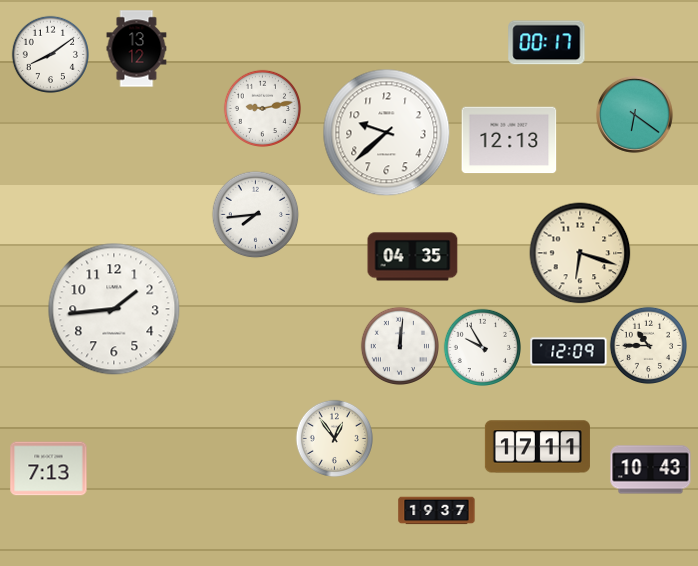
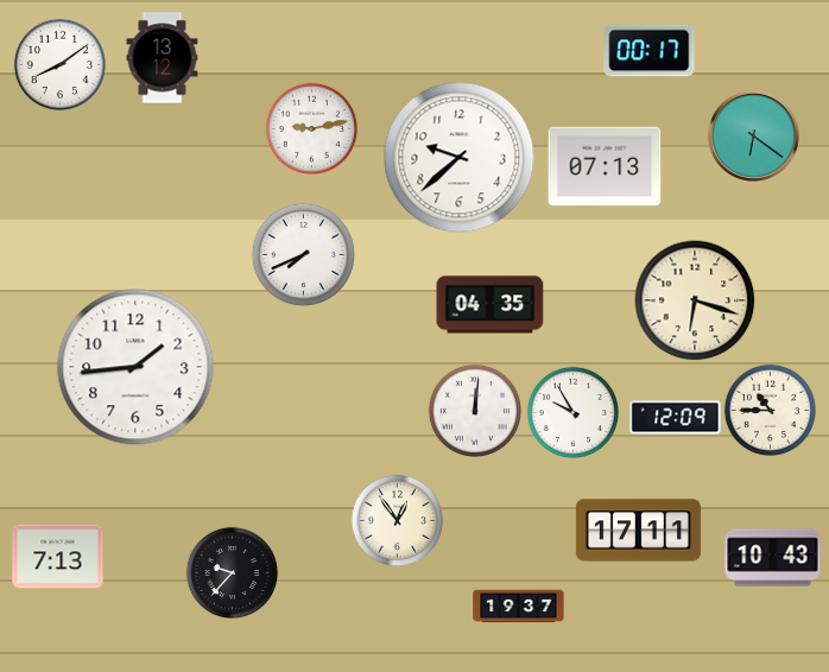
clock at (509, 140): 12:13 -> 07:13
clock at (255, 214): 7:44 -> 7:41
clock at (580, 253) position: (580, 253) -> (695, 300)
clock at (232, 572): none -> 9:37
